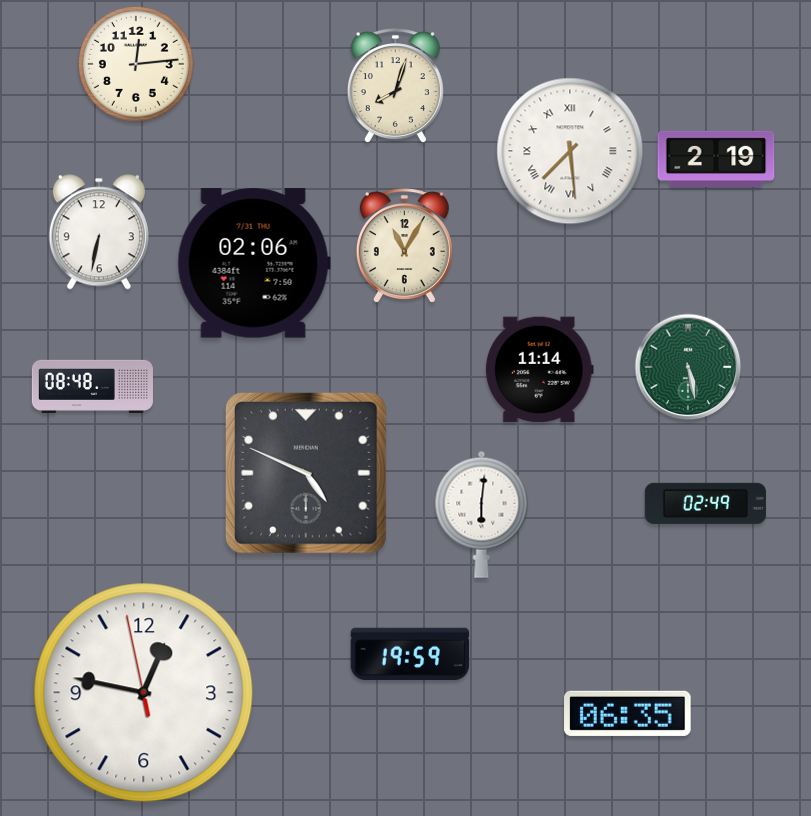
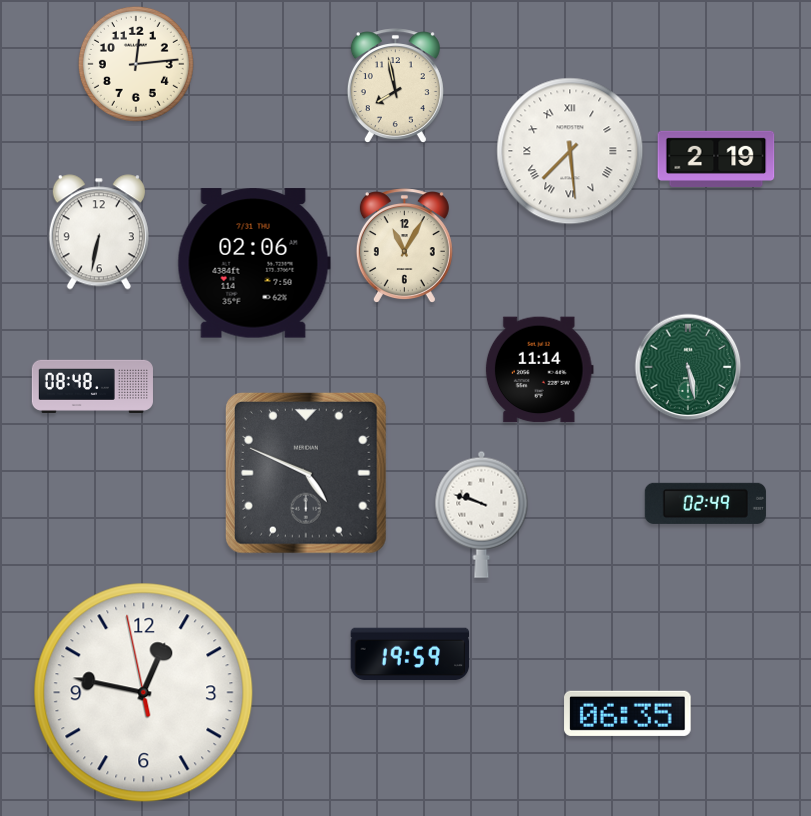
clock at (395, 85): 8:03 -> 7:58
clock at (482, 514): 6:01 -> 9:48
